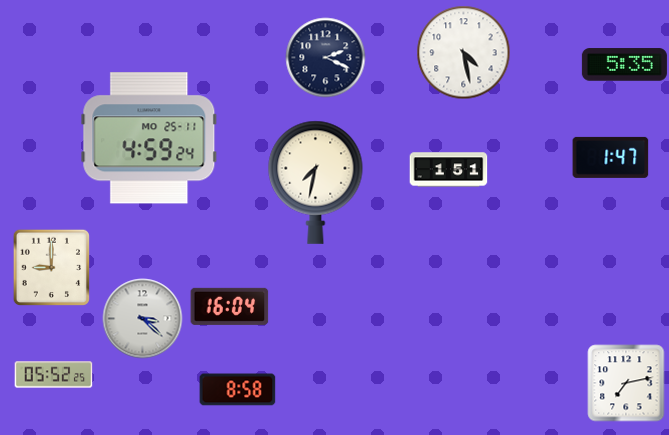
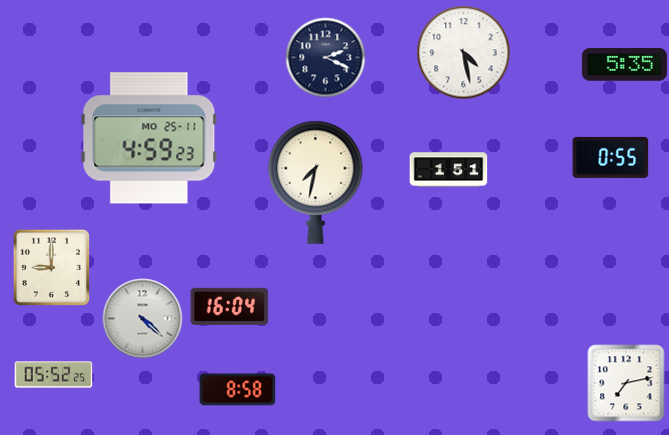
clock at (149, 138): 4:59:24 -> 4:59:23
clock at (611, 157): 1:47 -> 0:55
clock at (143, 319): 3:22 -> 4:22
